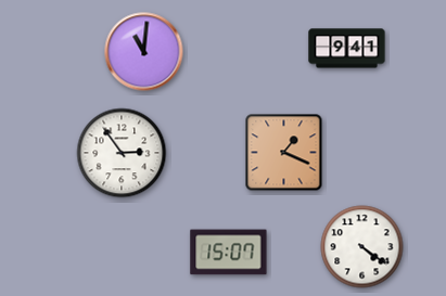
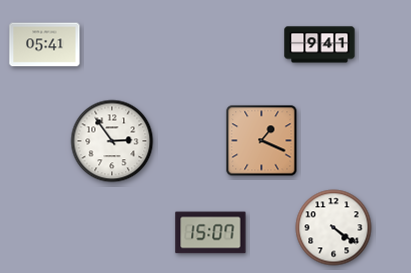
clock at (45, 45): none -> 05:41
clock at (144, 52): 11:01 -> none
